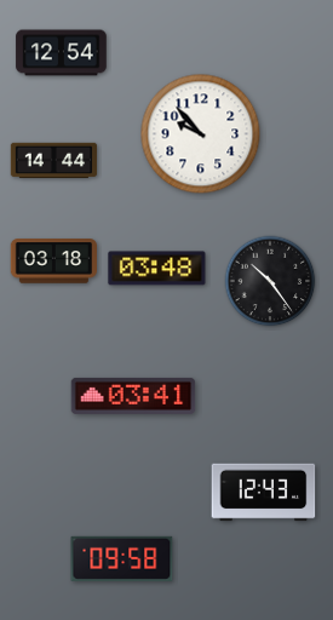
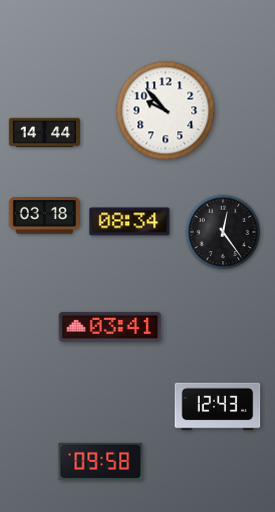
clock at (62, 53): 12:54 -> none
clock at (157, 269): 03:48 -> 08:34
clock at (270, 281): 10:24 -> 12:24
